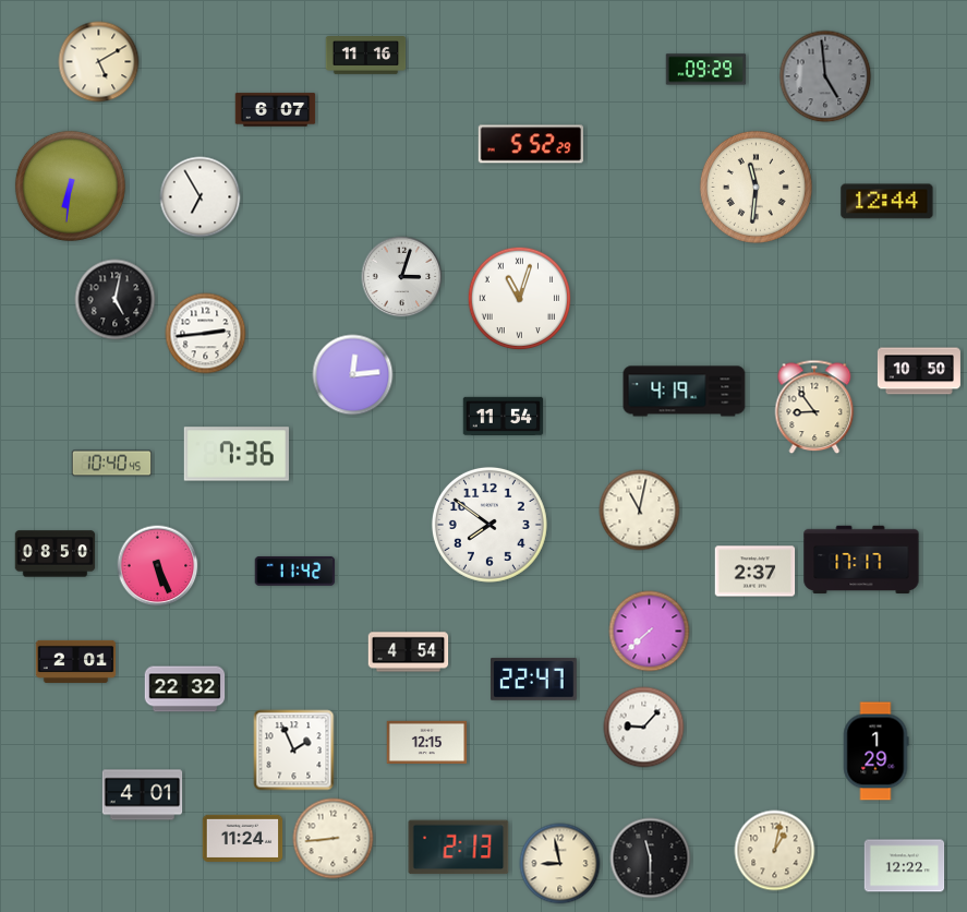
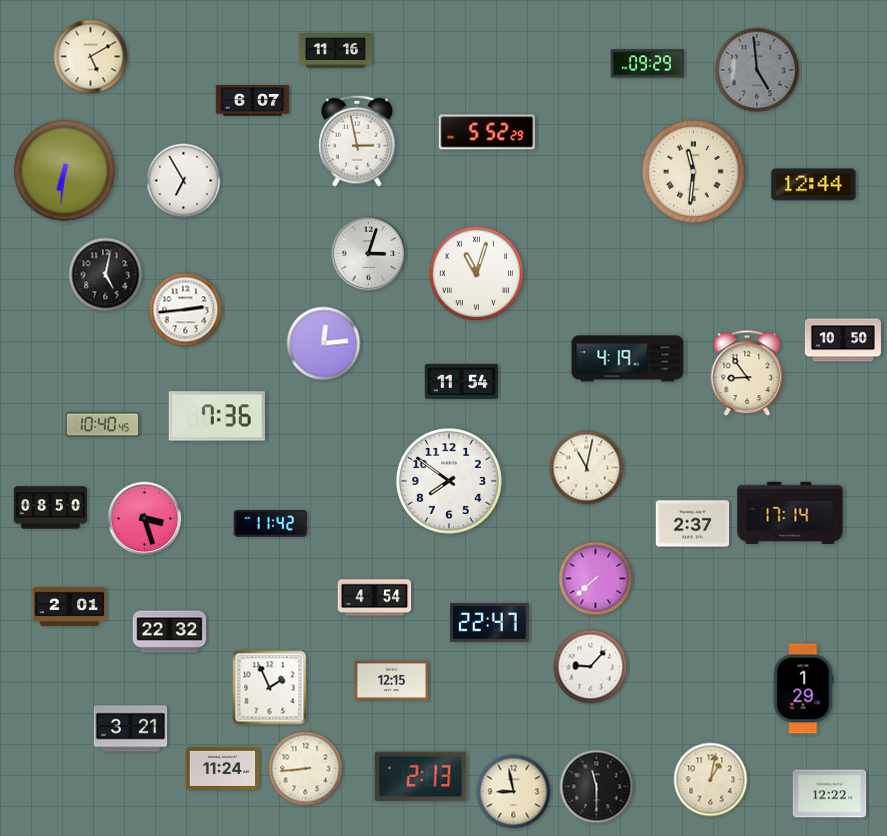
clock at (357, 141): none -> 2:58
clock at (206, 334) position: (206, 334) -> (186, 310)
clock at (861, 560): 17:17 -> 17:14
clock at (158, 566): 5:26 -> 3:27
clock at (143, 795): 4:01 -> 3:21
